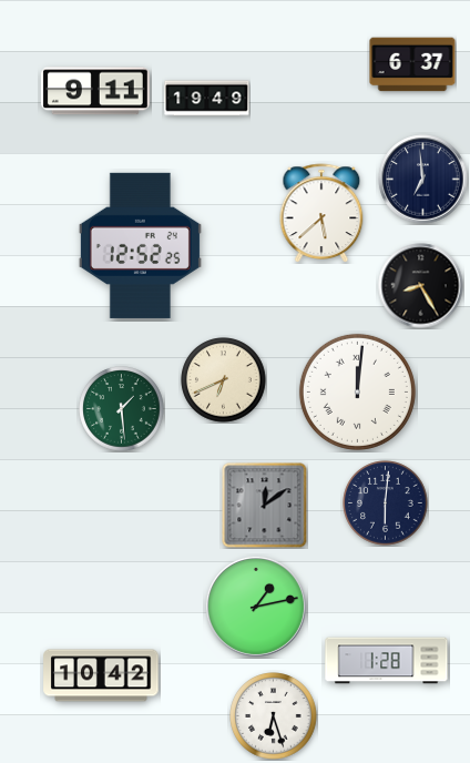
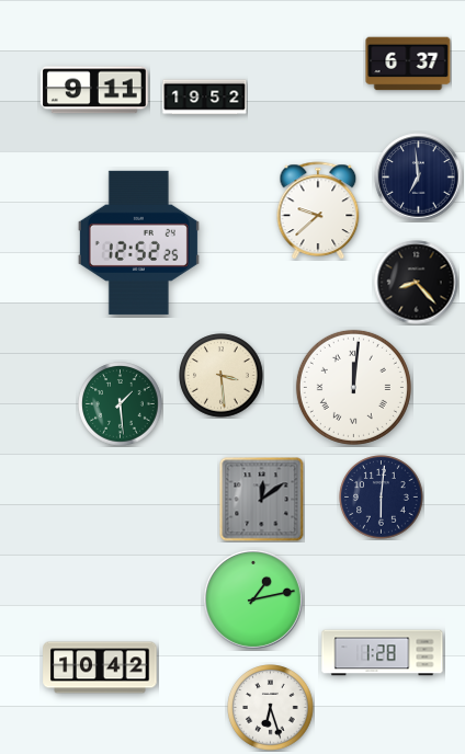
clock at (207, 99): 19:49 -> 19:52
clock at (321, 213): 5:38 -> 9:38
clock at (421, 286): 8:25 -> 8:23
clock at (224, 380): 6:41 -> 3:29
